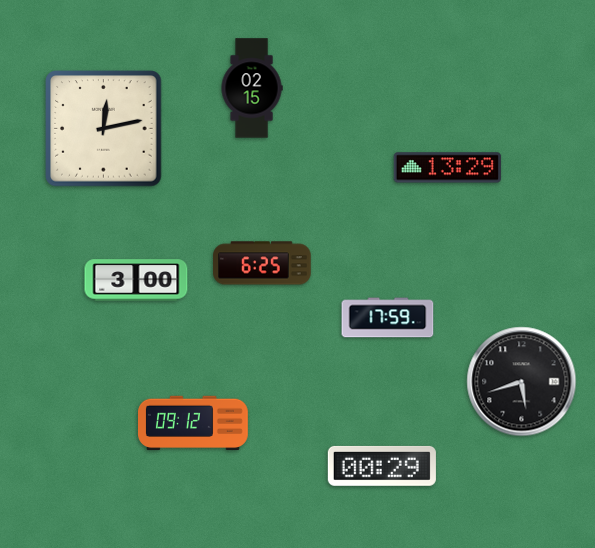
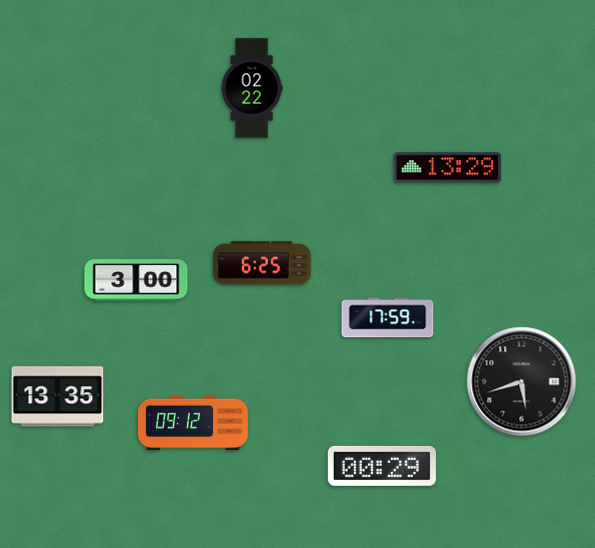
clock at (252, 88): 02:15 -> 02:22
clock at (104, 129): 12:13 -> none
clock at (58, 397): none -> 13:35
